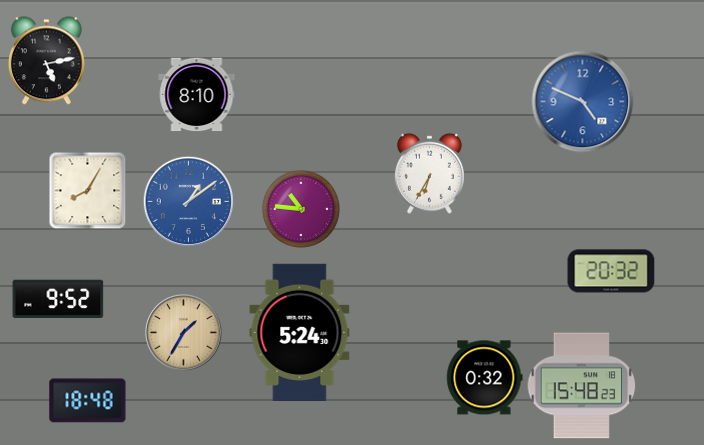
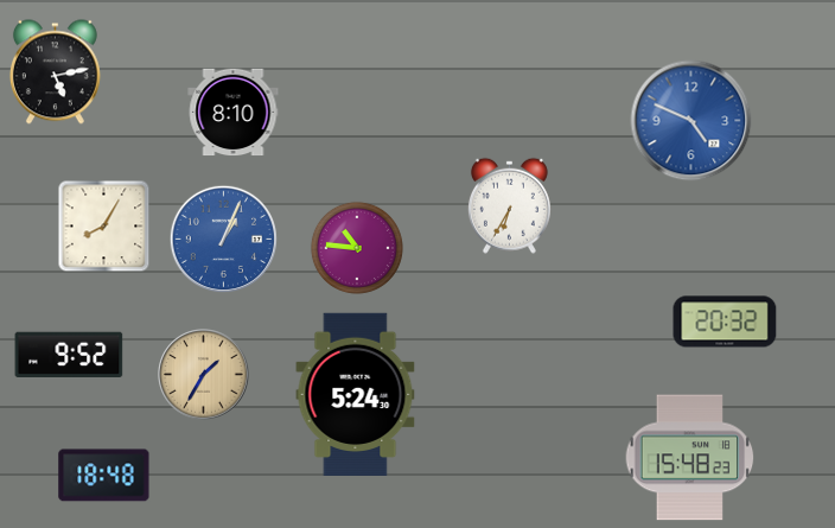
clock at (188, 201): 1:09 -> 1:04
clock at (184, 333) position: (184, 333) -> (204, 375)
clock at (485, 378): 0:32 -> none
